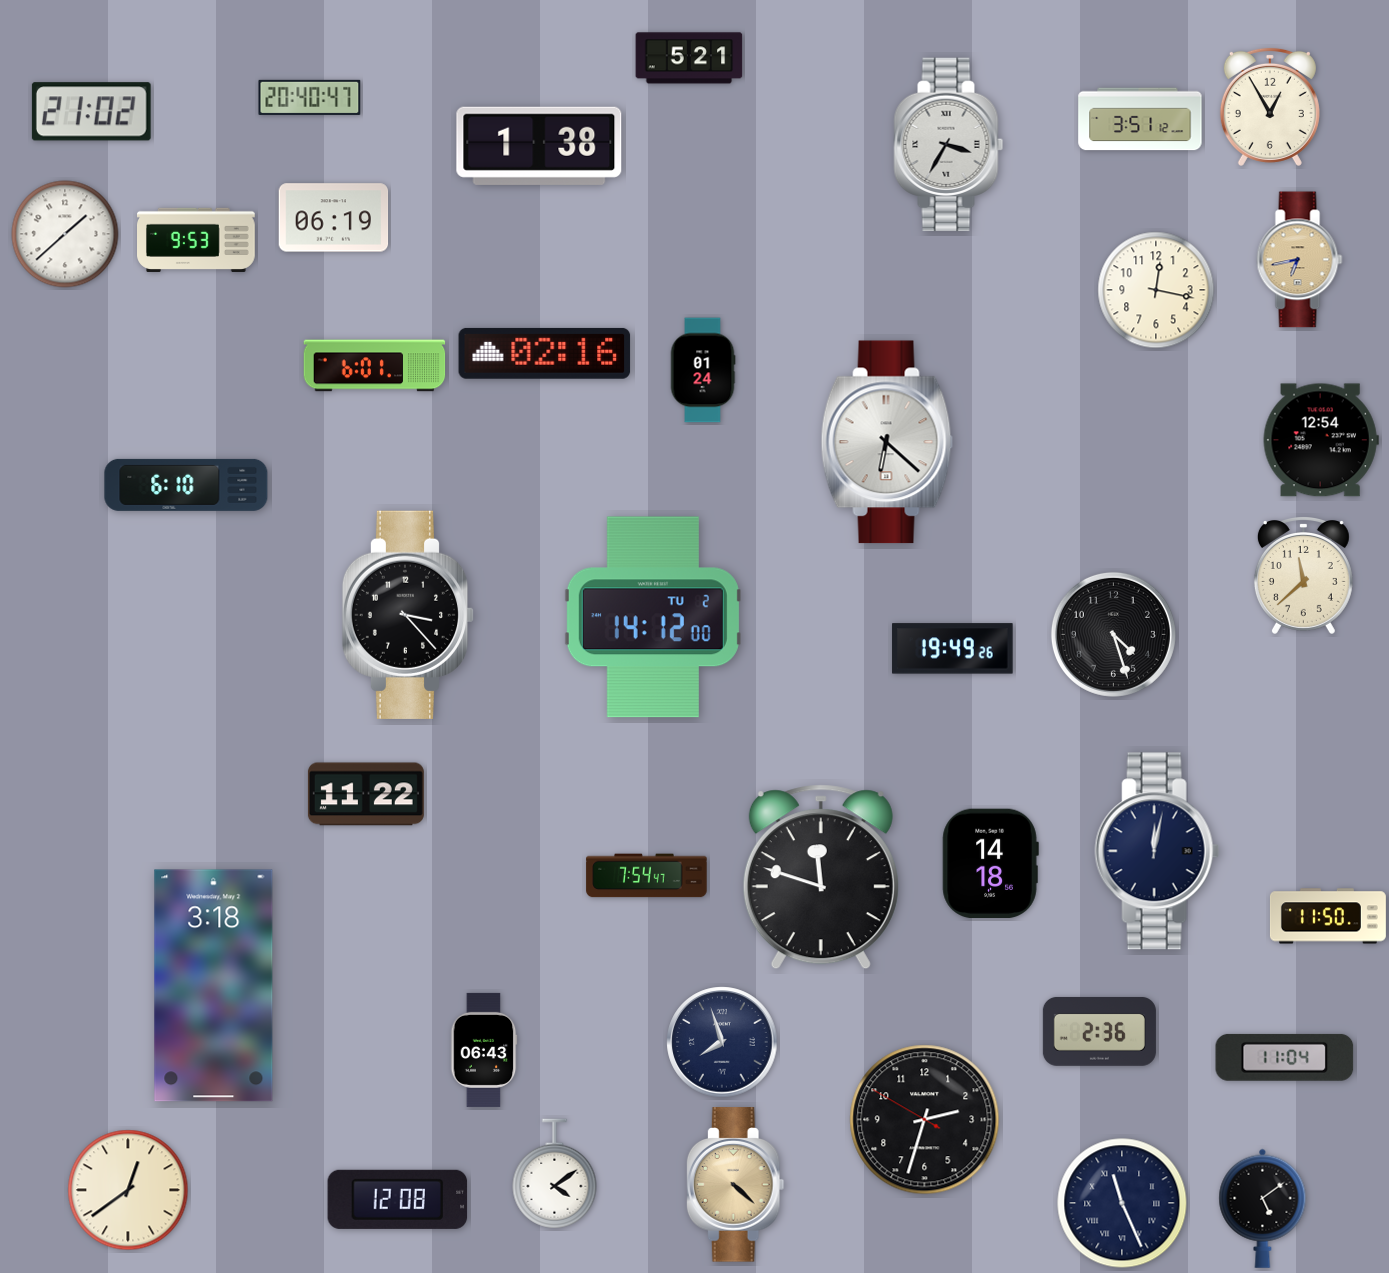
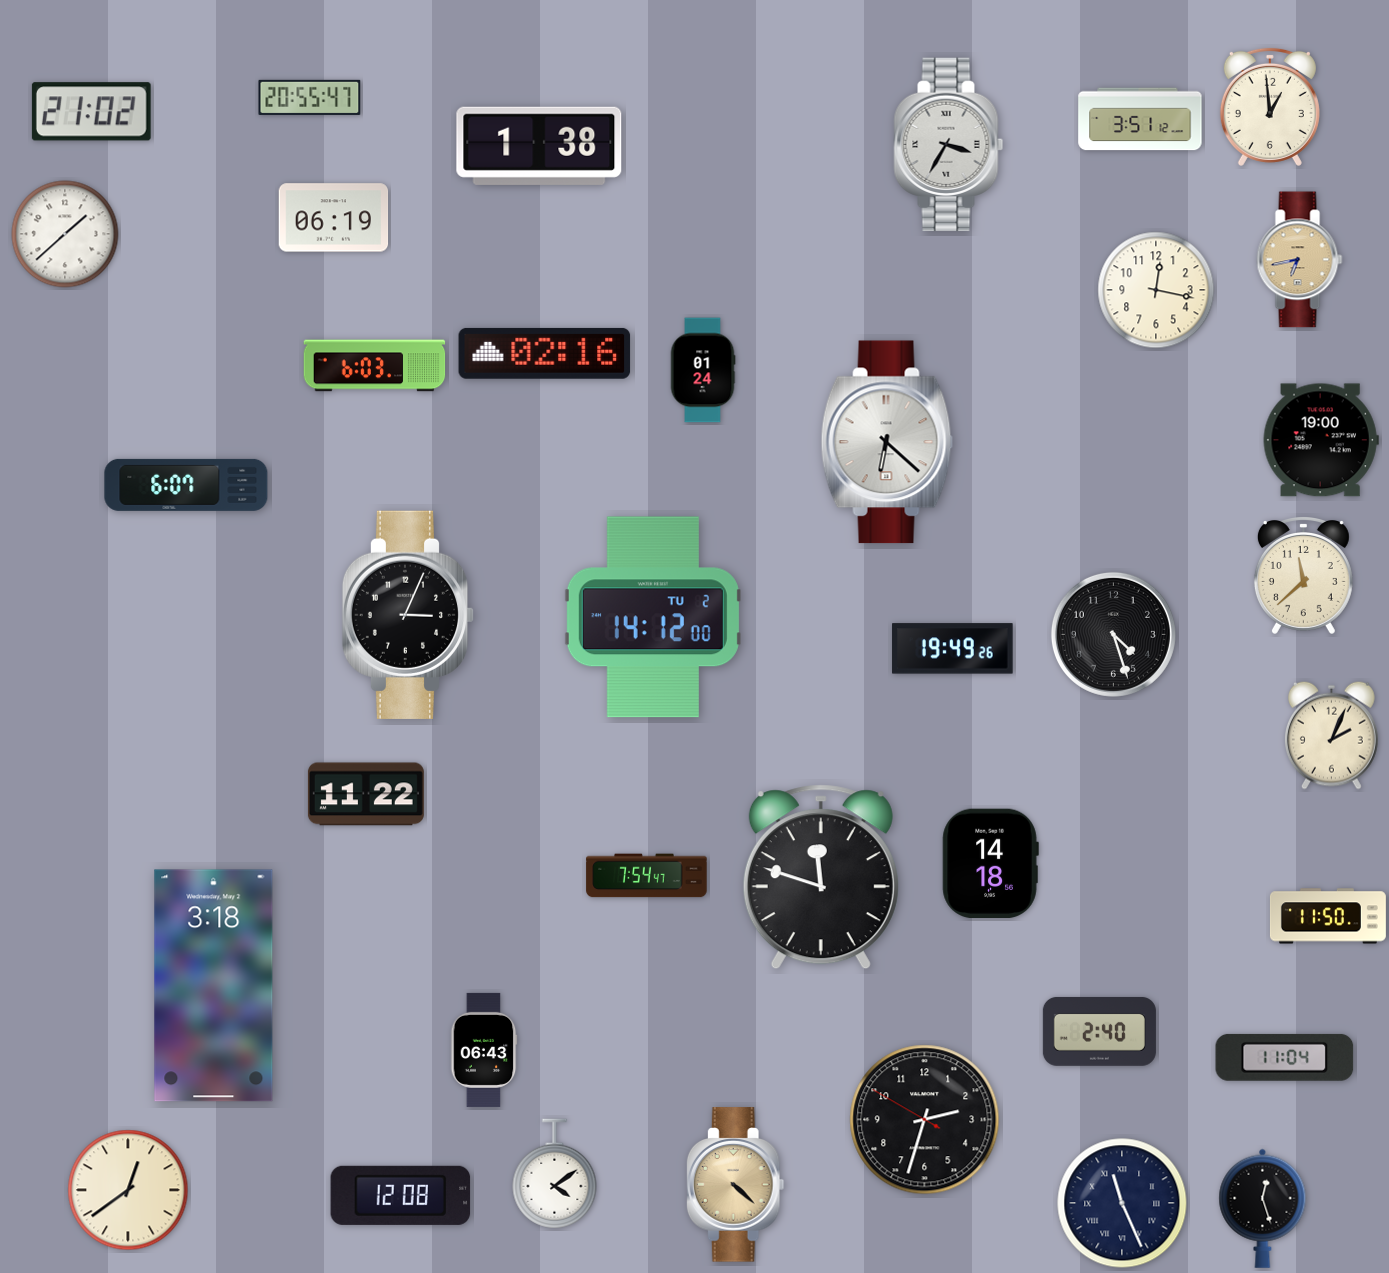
clock at (689, 58): 5:21 -> none
clock at (310, 97): 20:40 -> 20:55
clock at (1270, 107): 12:55 -> 12:59
clock at (197, 240): 9:53 -> none
clock at (375, 366): 6:01 -> 6:03
clock at (1321, 440): 12:54 -> 19:00
clock at (186, 485): 6:10 -> 6:07
clock at (408, 615): 3:23 -> 3:04
clock at (1331, 735): none -> 2:04
clock at (1157, 851): 12:02 -> none
clock at (1099, 1031): 2:36 -> 2:40
clock at (722, 1042): 7:57 -> none
clock at (398, 1199) position: (398, 1199) -> (401, 1195)
clock at (1263, 1208): 5:09 -> 12:27
